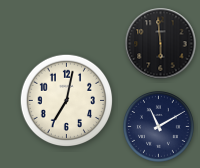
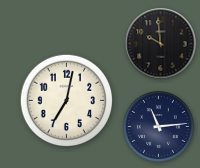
clock at (161, 44): 5:59 -> 9:59
clock at (159, 127): 11:10 -> 11:14
